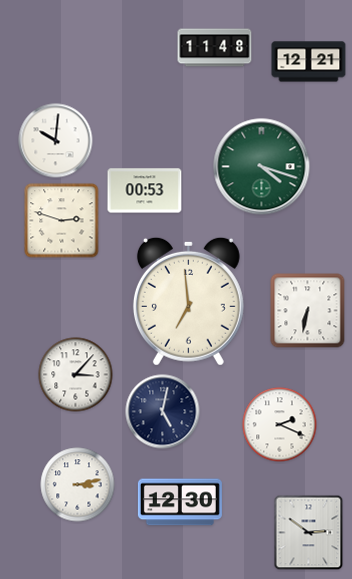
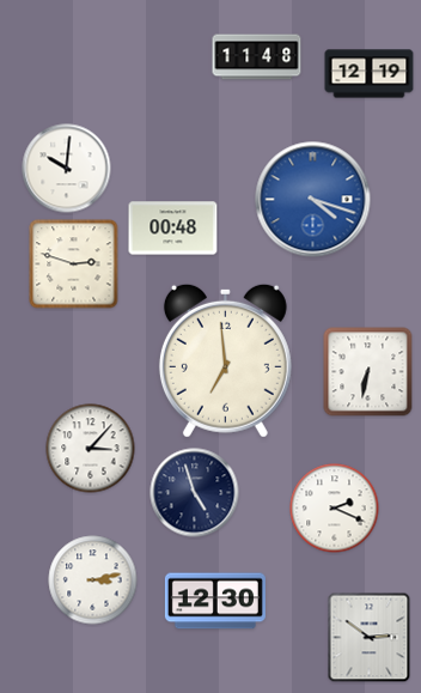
clock at (309, 62): 12:21 -> 12:19
clock at (262, 167) dial: green -> blue
clock at (145, 191): 00:53 -> 00:48
clock at (163, 412): 5:02 -> 4:57
